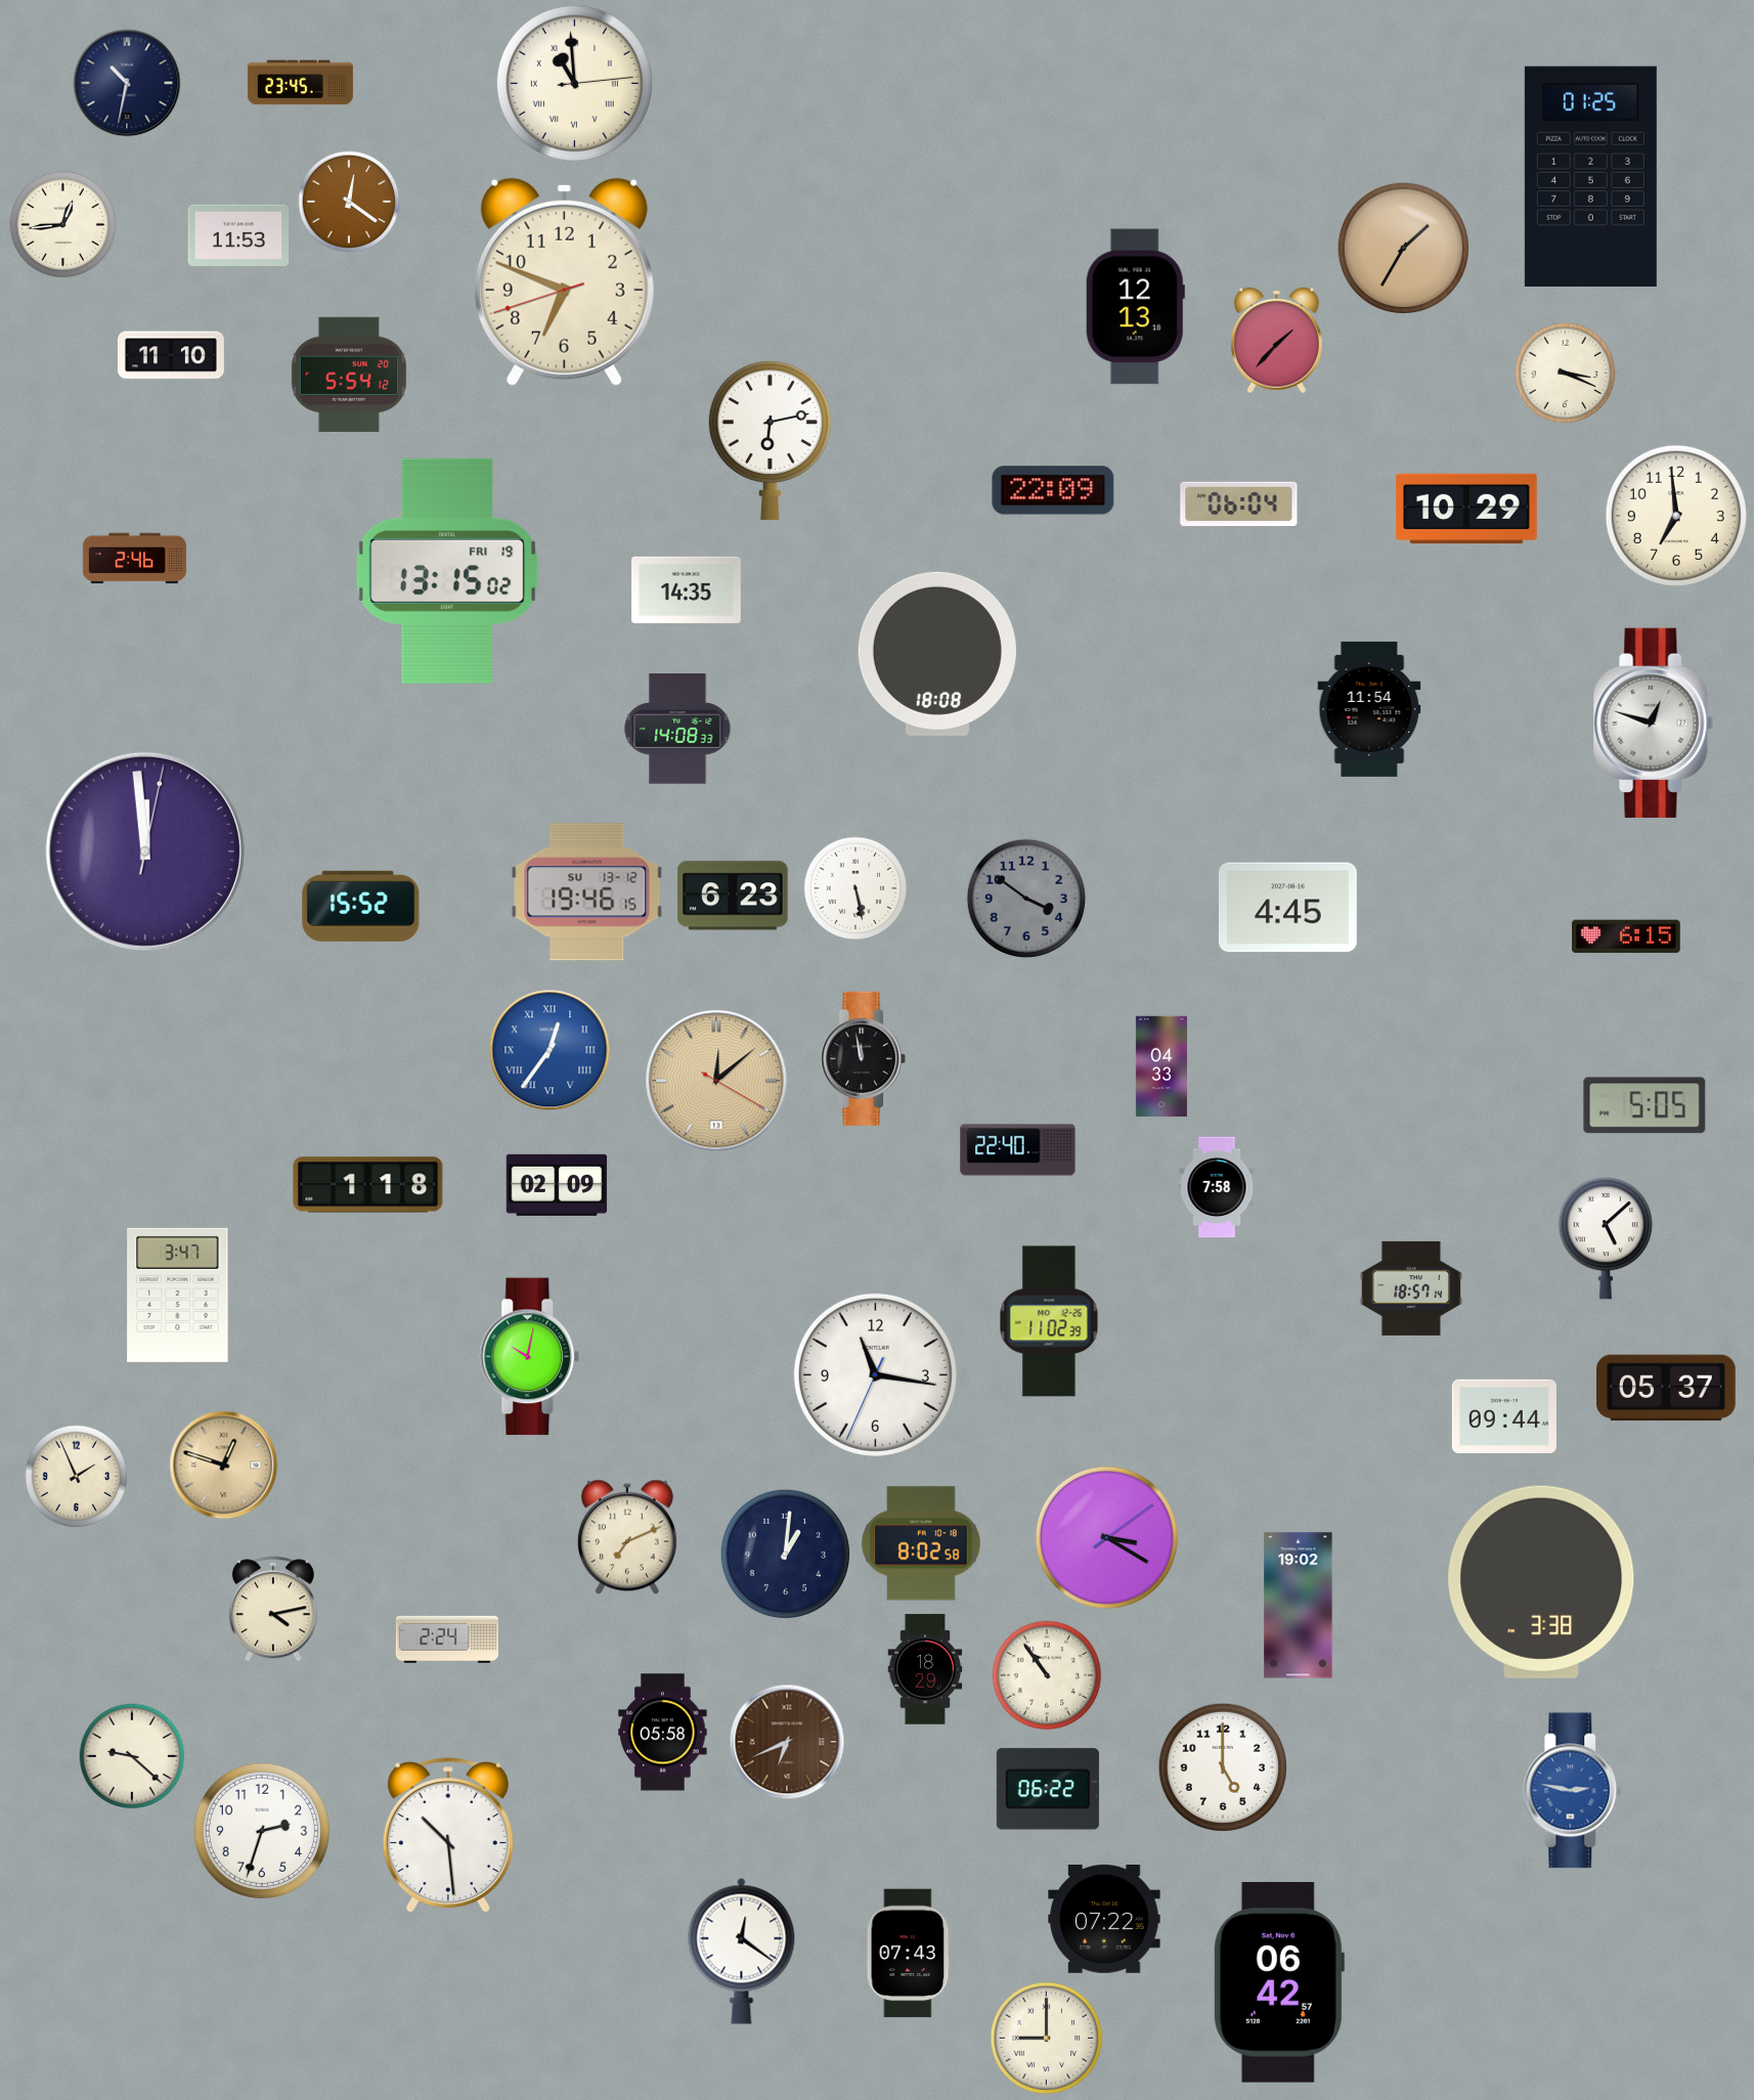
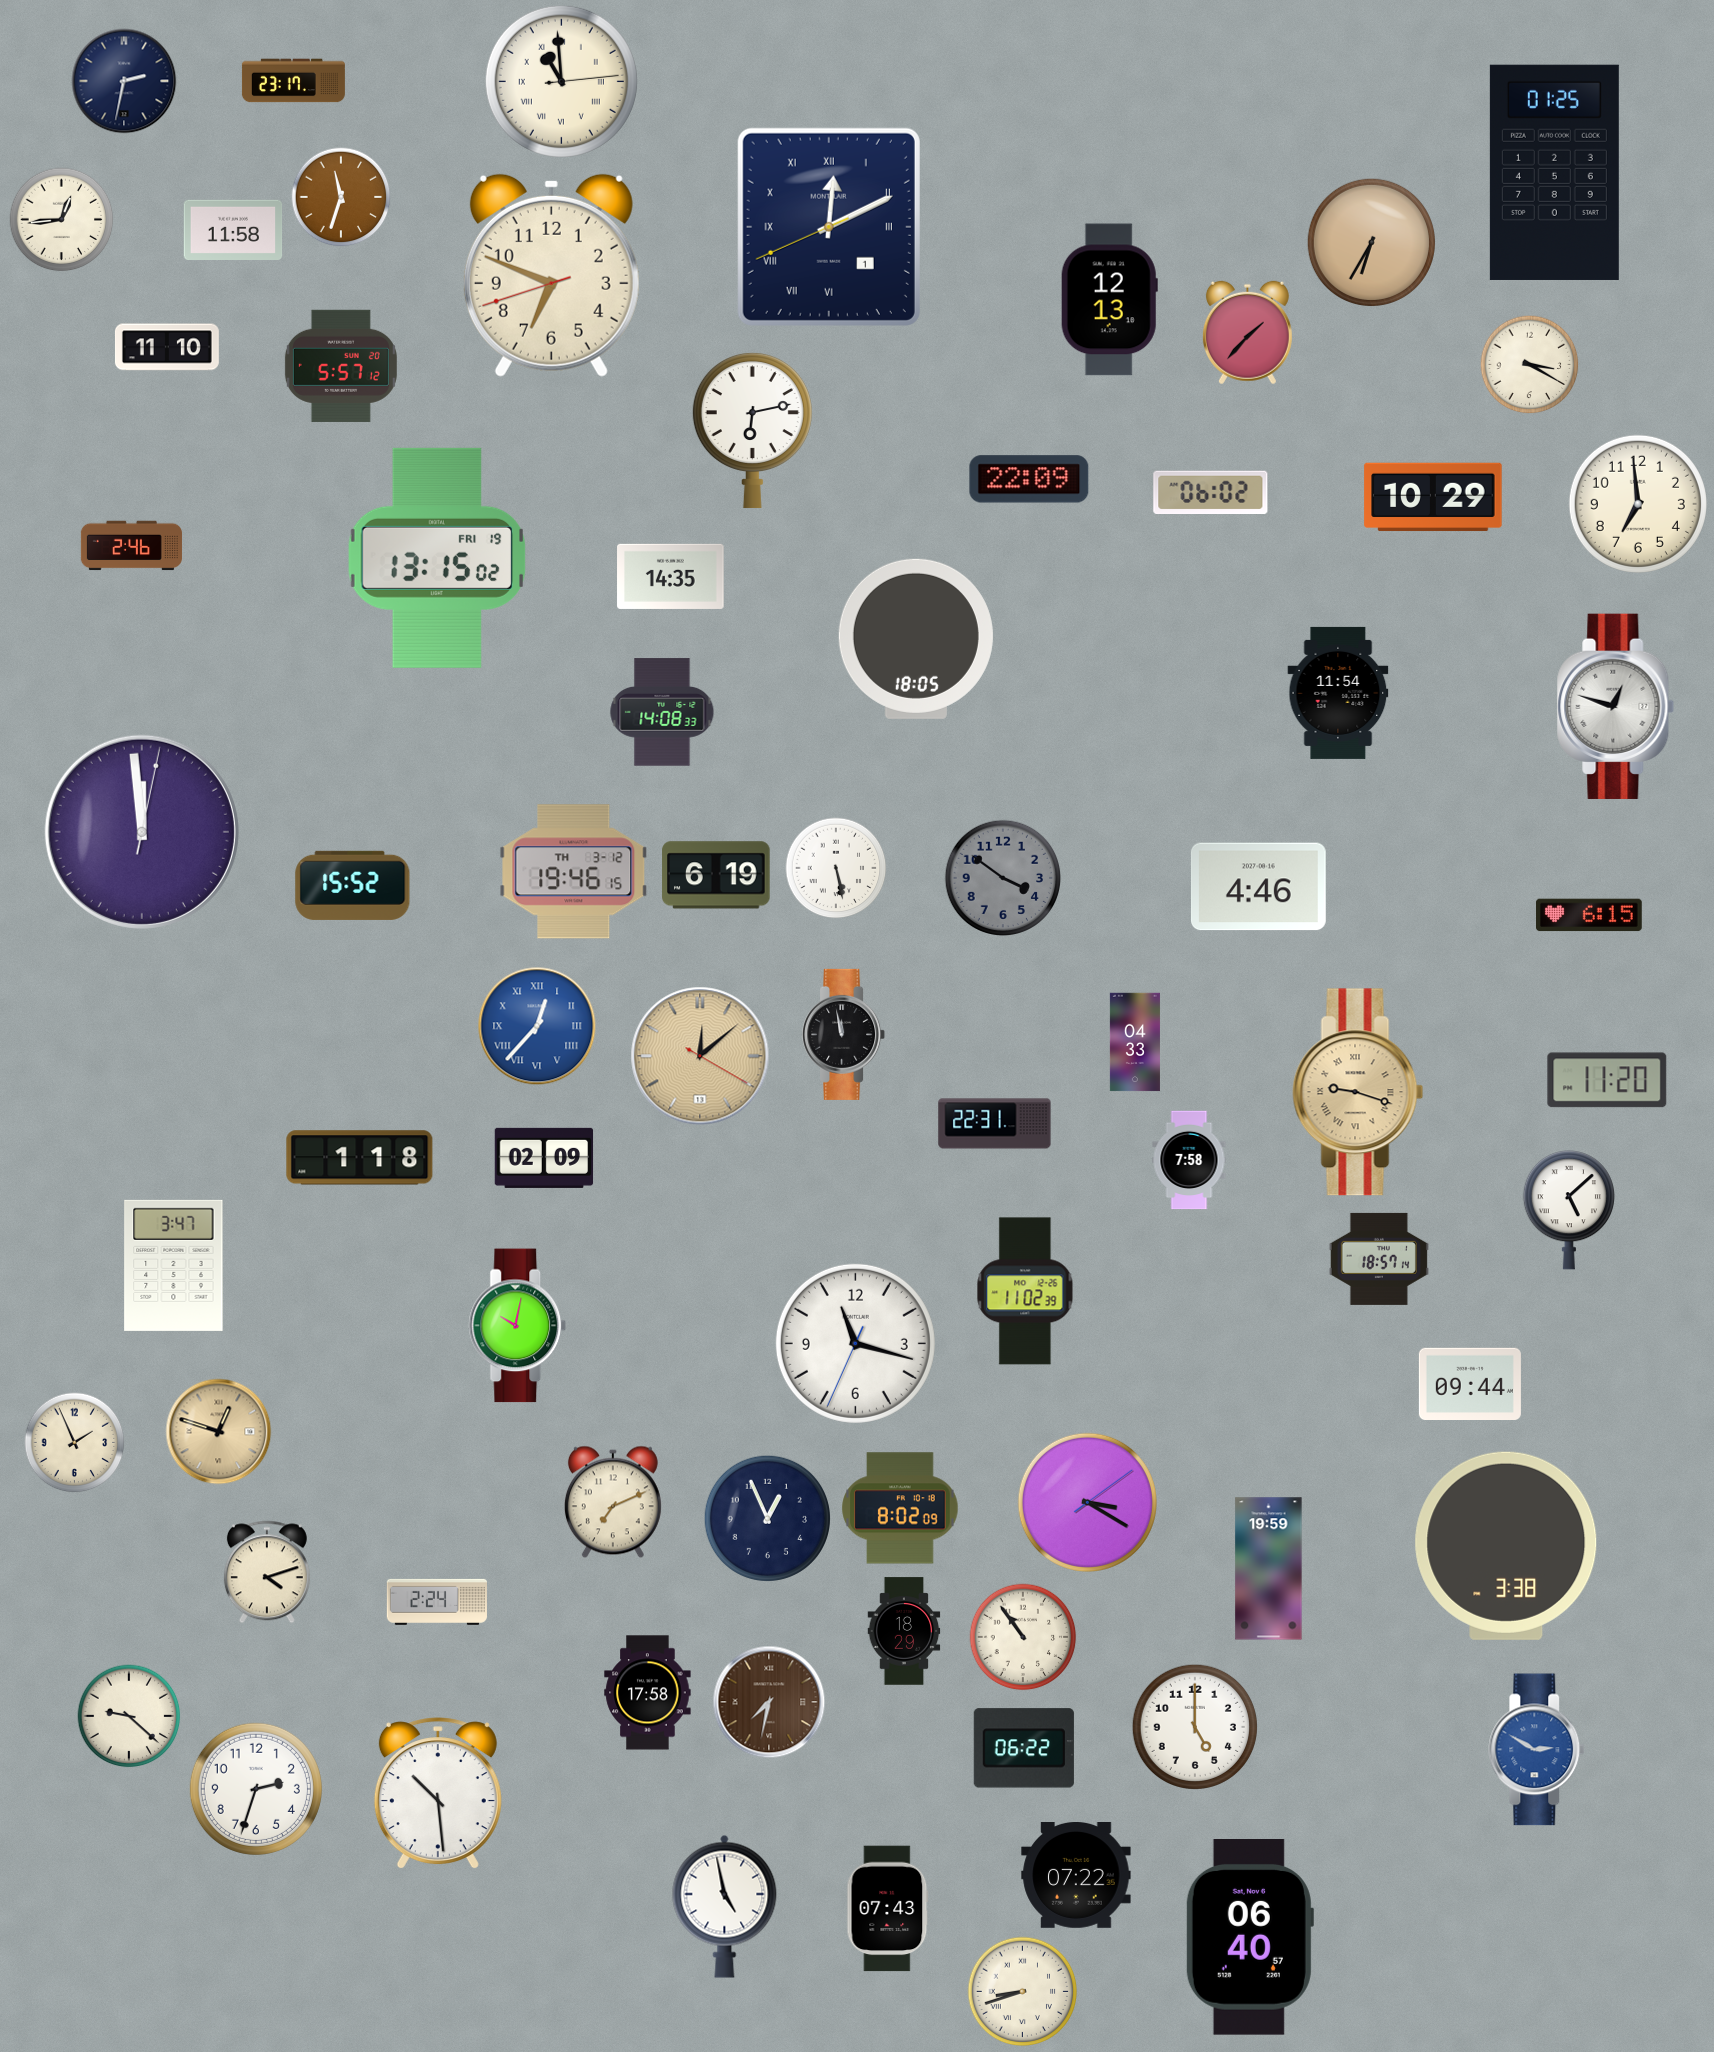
clock at (127, 83): 10:32 -> 2:32
clock at (300, 83): 23:45 -> 23:17
clock at (349, 202): 12:21 -> 11:33
clock at (829, 227): none -> 12:10
clock at (238, 235): 11:53 -> 11:58
clock at (1403, 248): 1:35 -> 6:35
clock at (1566, 374): 3:19 -> 3:20
clock at (349, 375): 5:54 -> 5:57
clock at (1239, 504): 06:04 -> 06:02
clock at (937, 654): 18:08 -> 18:05
clock at (587, 892) date: SU 13-12 -> TH 3-12
clock at (733, 895): 6:23 -> 6:19
clock at (1287, 908): 4:45 -> 4:46
clock at (550, 1050): 12:36 -> 12:37
clock at (1645, 1105): 5:05 -> 11:20
clock at (1358, 1092): none -> 9:18
clock at (1018, 1150): 22:40 -> 22:31
clock at (875, 1374): 11:16 -> 11:17
clock at (1667, 1388): 05:37 -> none
clock at (1106, 1537) position: (1106, 1537) -> (1087, 1502)
clock at (921, 1543): 8:02:58 -> 8:02:09
clock at (785, 1554): 1:01 -> 12:56
clock at (1299, 1606): 19:02 -> 19:59
clock at (273, 1609): 4:13 -> 4:12
clock at (663, 1733): 05:58 -> 17:58
clock at (787, 1742): 6:41 -> 7:32
clock at (1573, 1791): 2:47 -> 2:50
clock at (1104, 1920) position: (1104, 1920) -> (1076, 1876)
clock at (742, 1951): 12:21 -> 4:58
clock at (1278, 1983): 06:42 -> 06:40
clock at (1047, 2039): 9:00 -> 8:42
